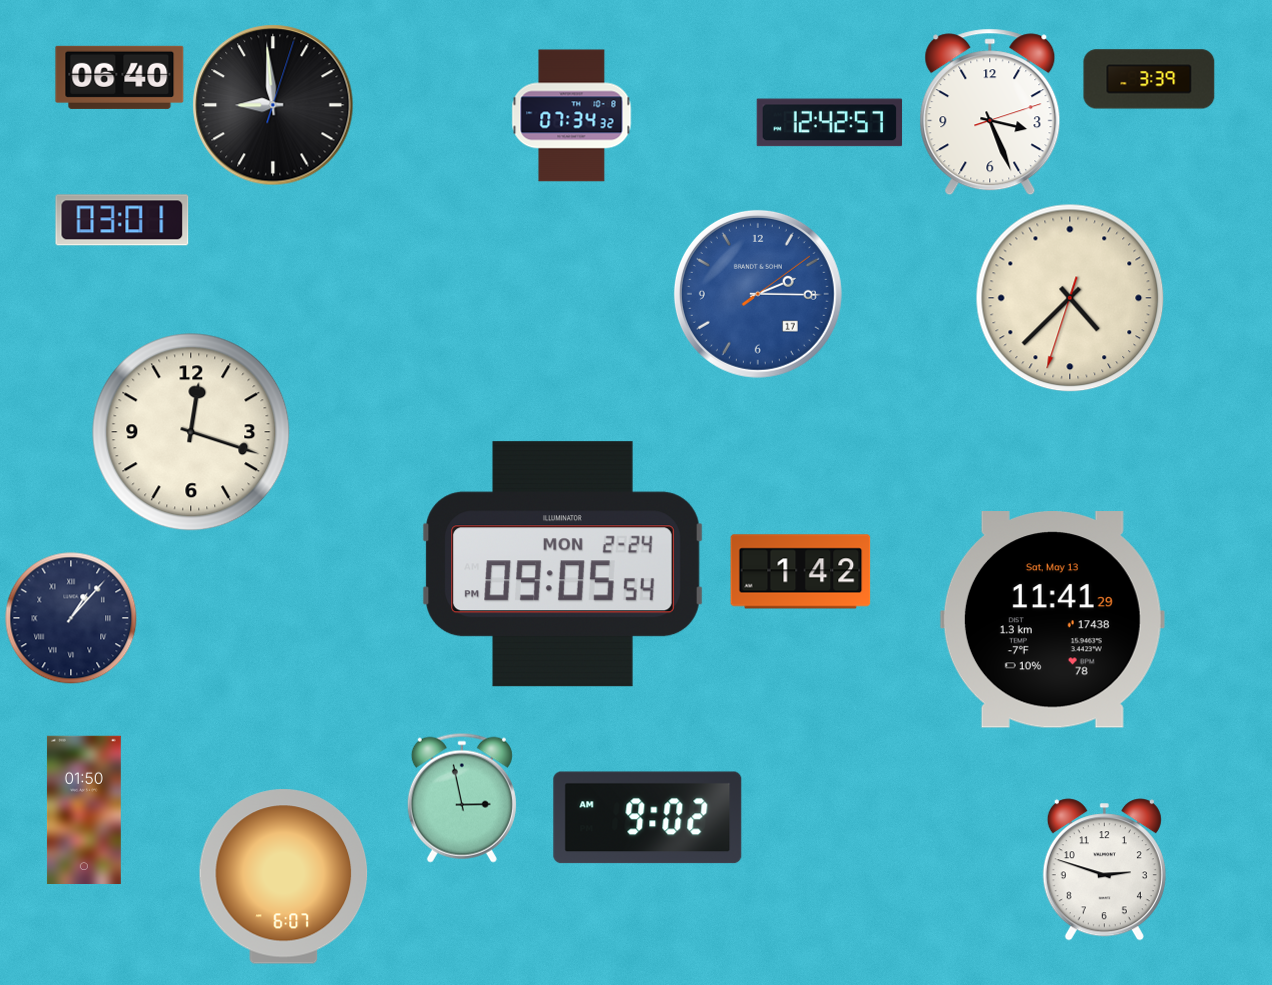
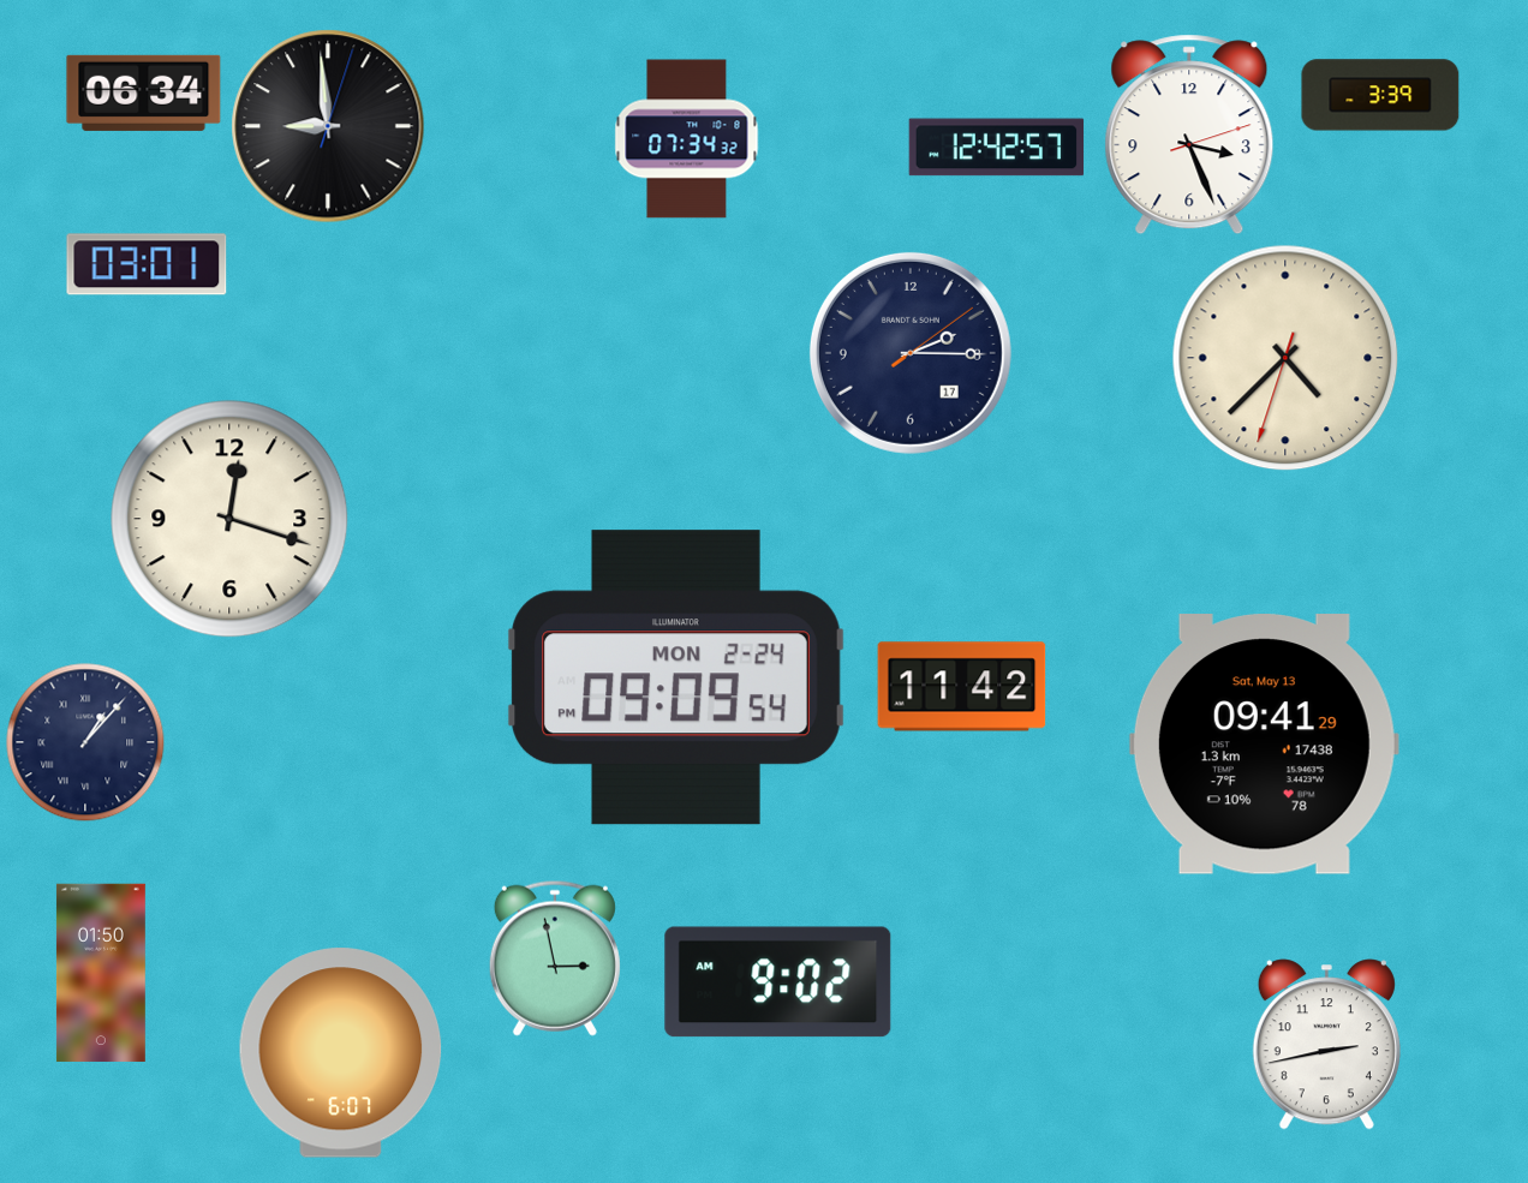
clock at (120, 77): 06:40 -> 06:34
clock at (758, 294) dial: blue -> navy
clock at (563, 564): 09:05 -> 09:09
clock at (801, 572): 1:42 -> 11:42
clock at (1052, 620): 11:41 -> 09:41
clock at (1104, 870): 2:48 -> 2:43
